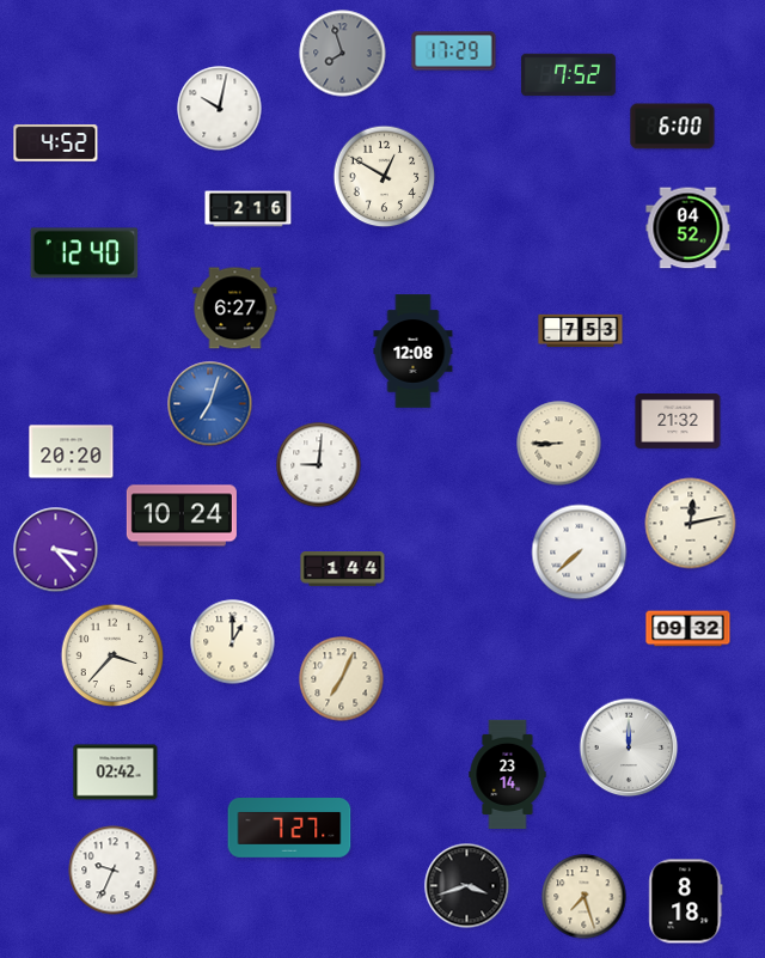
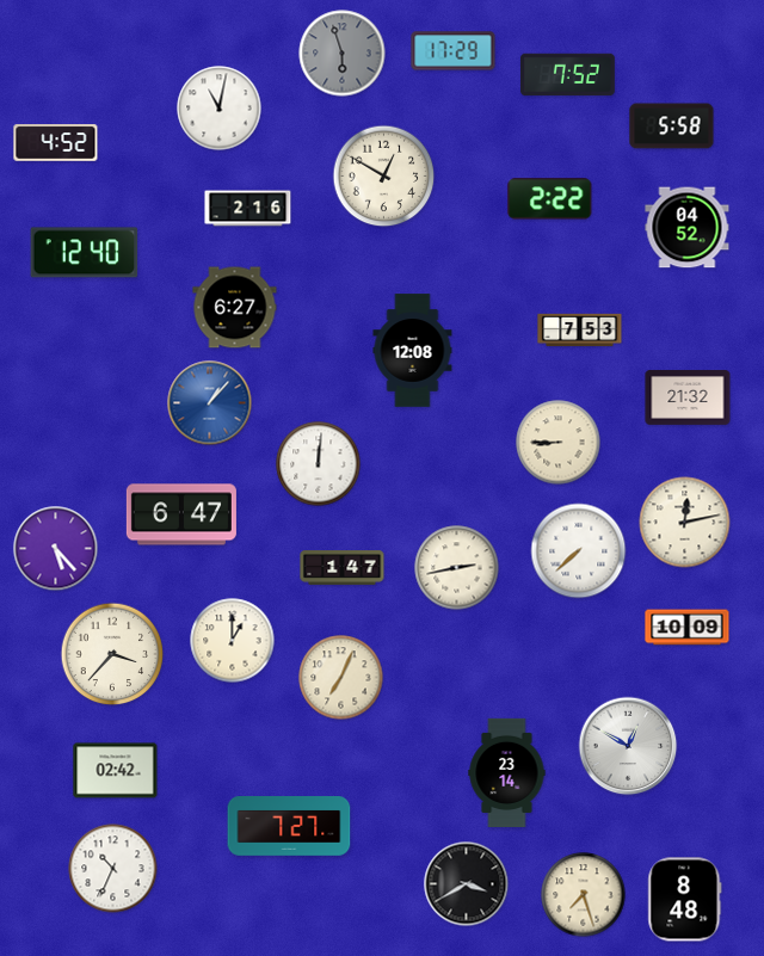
clock at (343, 54): 7:57 -> 5:57
clock at (220, 109): 10:02 -> 11:02
clock at (673, 127): 6:00 -> 5:58
clock at (550, 199): none -> 2:22
clock at (210, 404): 7:03 -> 1:07
clock at (678, 421) position: (678, 421) -> (688, 397)
clock at (72, 452): 20:20 -> none
clock at (319, 465): 9:01 -> 12:01
clock at (182, 515): 10:24 -> 6:47
clock at (691, 524) position: (691, 524) -> (685, 523)
clock at (56, 550): 3:23 -> 5:23
clock at (343, 569): 1:44 -> 1:47
clock at (457, 568): none -> 2:43
clock at (688, 629): 09:32 -> 10:09
clock at (629, 748): 12:00 -> 12:50
clock at (114, 871): 9:34 -> 10:34
clock at (467, 886): 3:42 -> 3:40
clock at (686, 902): 8:18 -> 8:48
